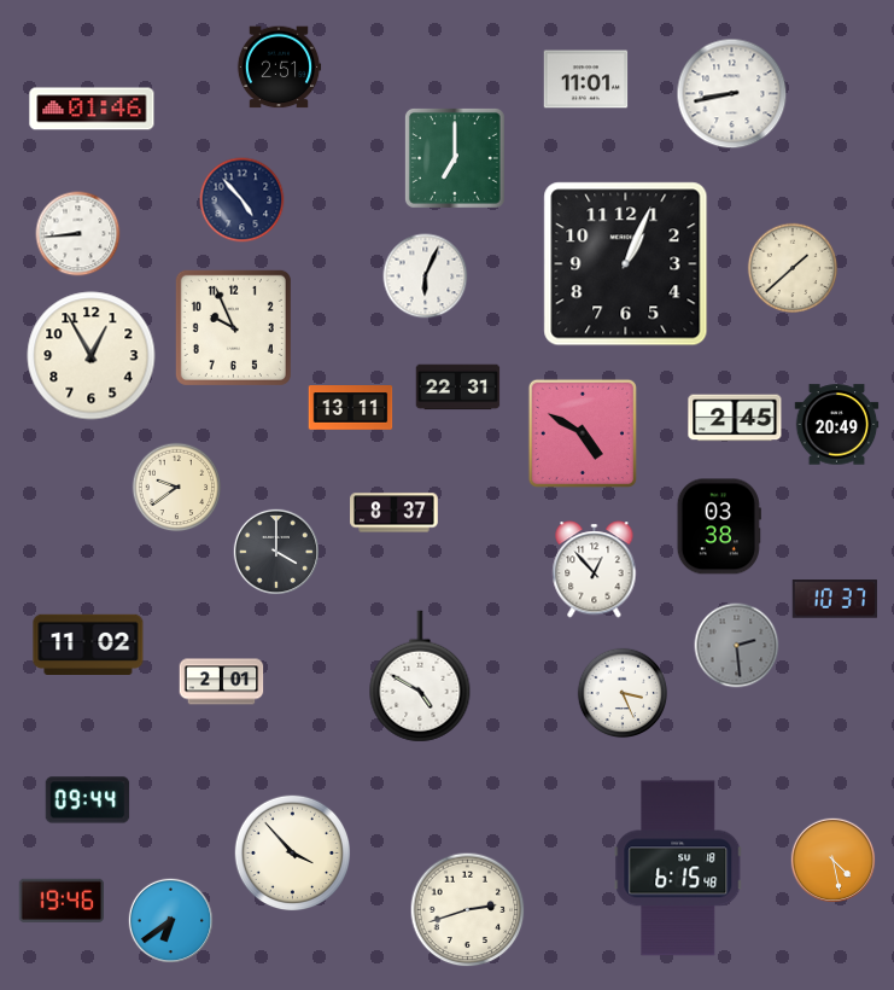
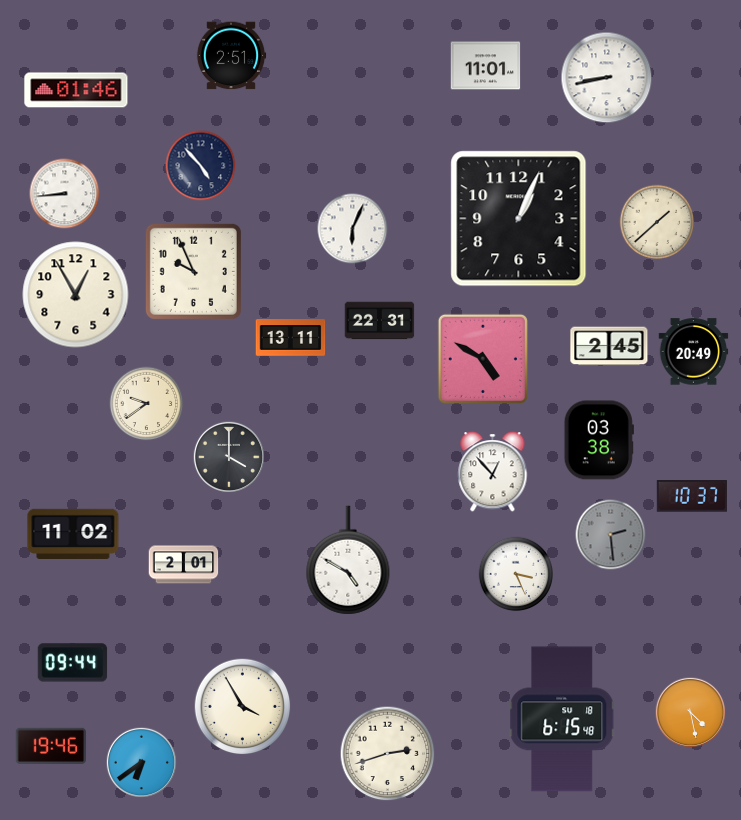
clock at (455, 158): 7:00 -> none
clock at (395, 513): 8:37 -> none
clock at (719, 526) position: (719, 526) -> (599, 440)
clock at (293, 854): 3:53 -> 3:55
